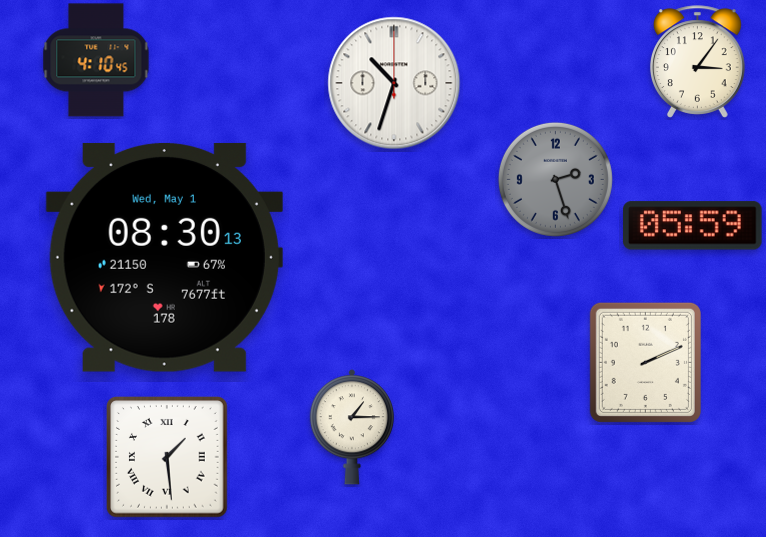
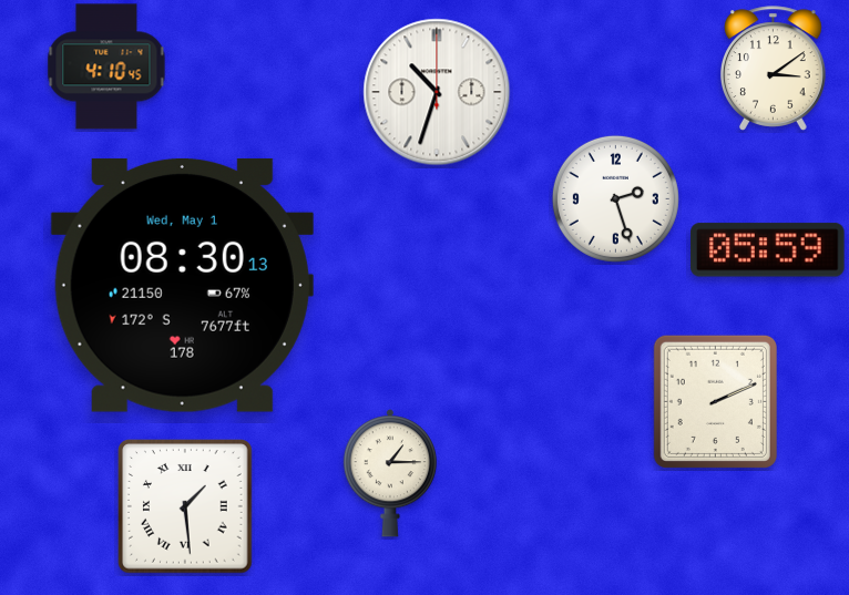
clock at (697, 62): 3:06 -> 3:09
clock at (555, 179) dial: grey -> white
